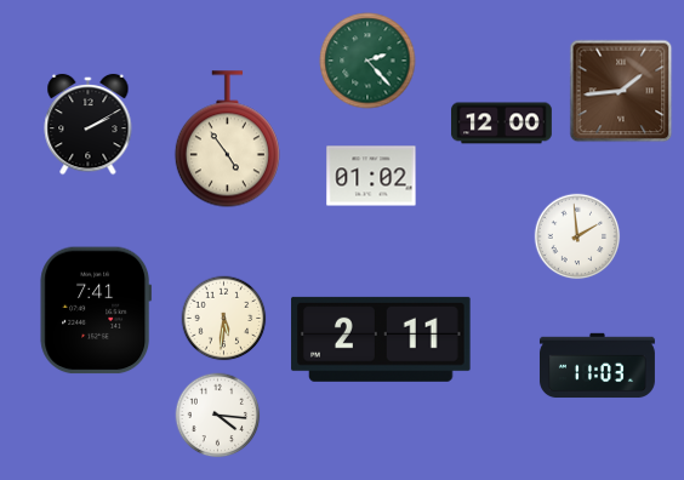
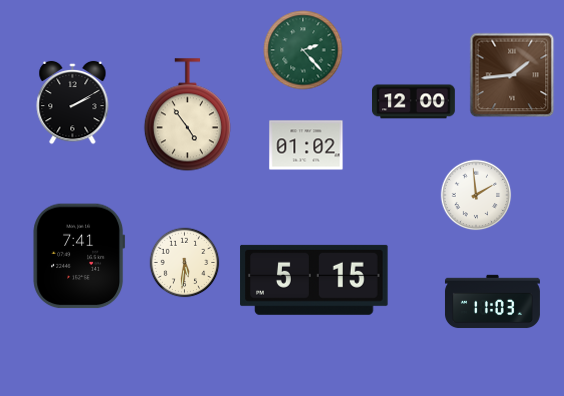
clock at (381, 339): 2:11 -> 5:15
clock at (218, 416): 4:16 -> none
